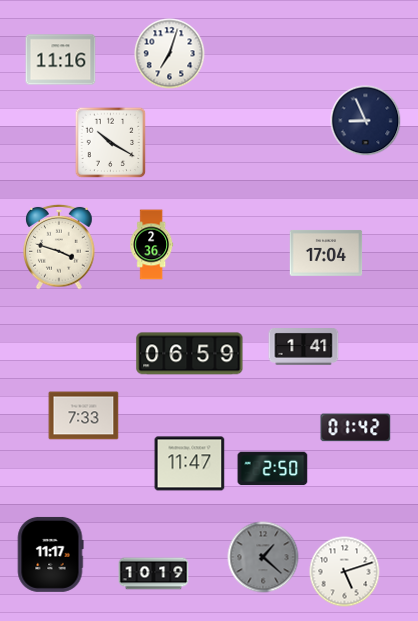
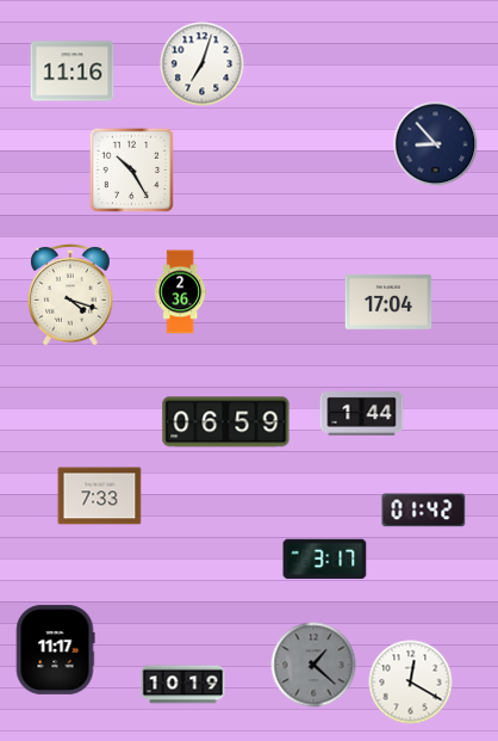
clock at (366, 121): 8:56 -> 8:53
clock at (111, 143): 10:20 -> 10:25
clock at (59, 247): 3:48 -> 4:18
clock at (304, 347): 1:41 -> 1:44
clock at (190, 464): 11:47 -> none
clock at (273, 469): 2:50 -> 3:17
clock at (50, 554) position: (50, 554) -> (55, 649)
clock at (345, 572): 5:12 -> 12:20
